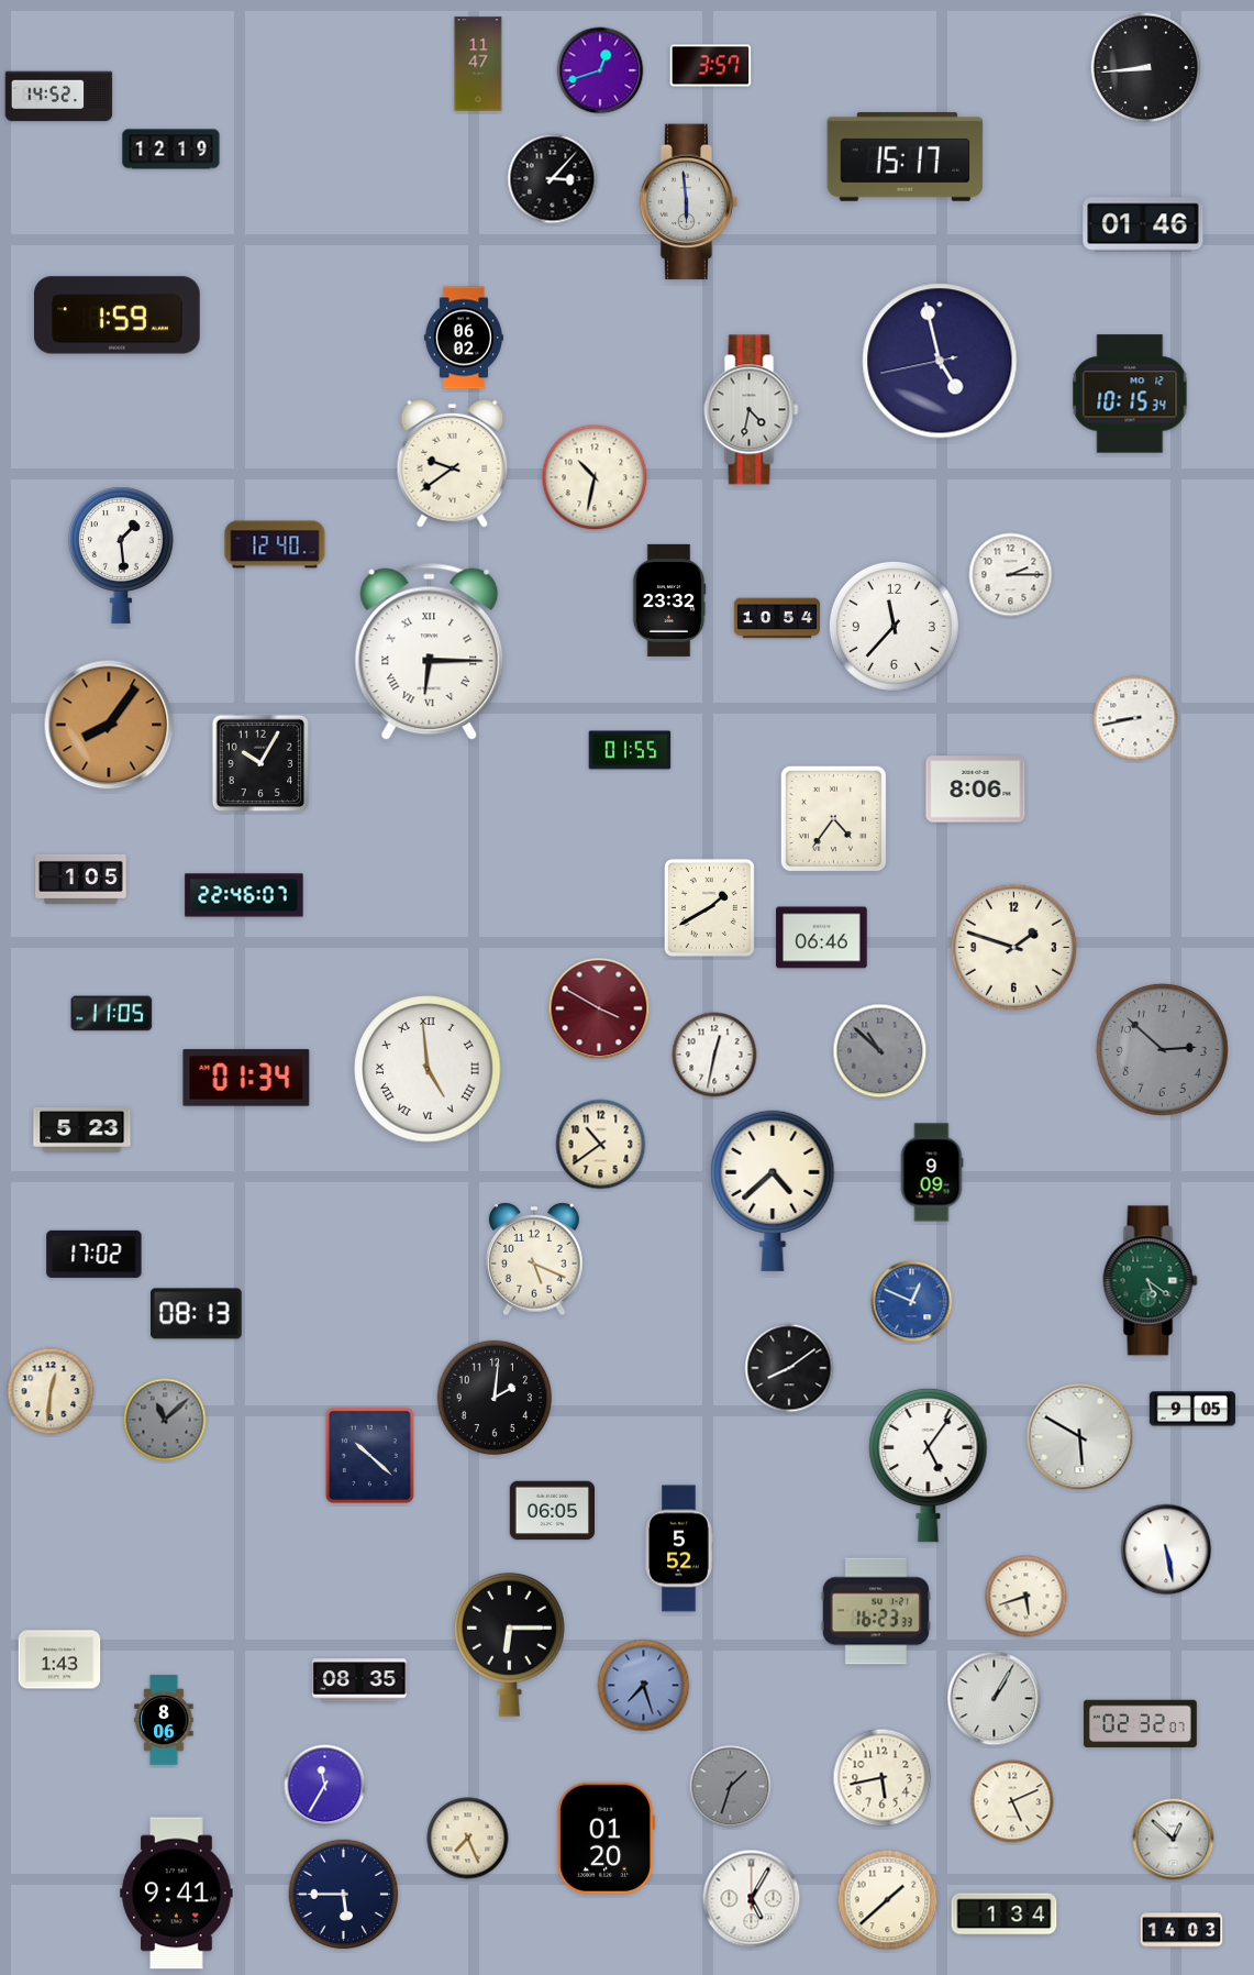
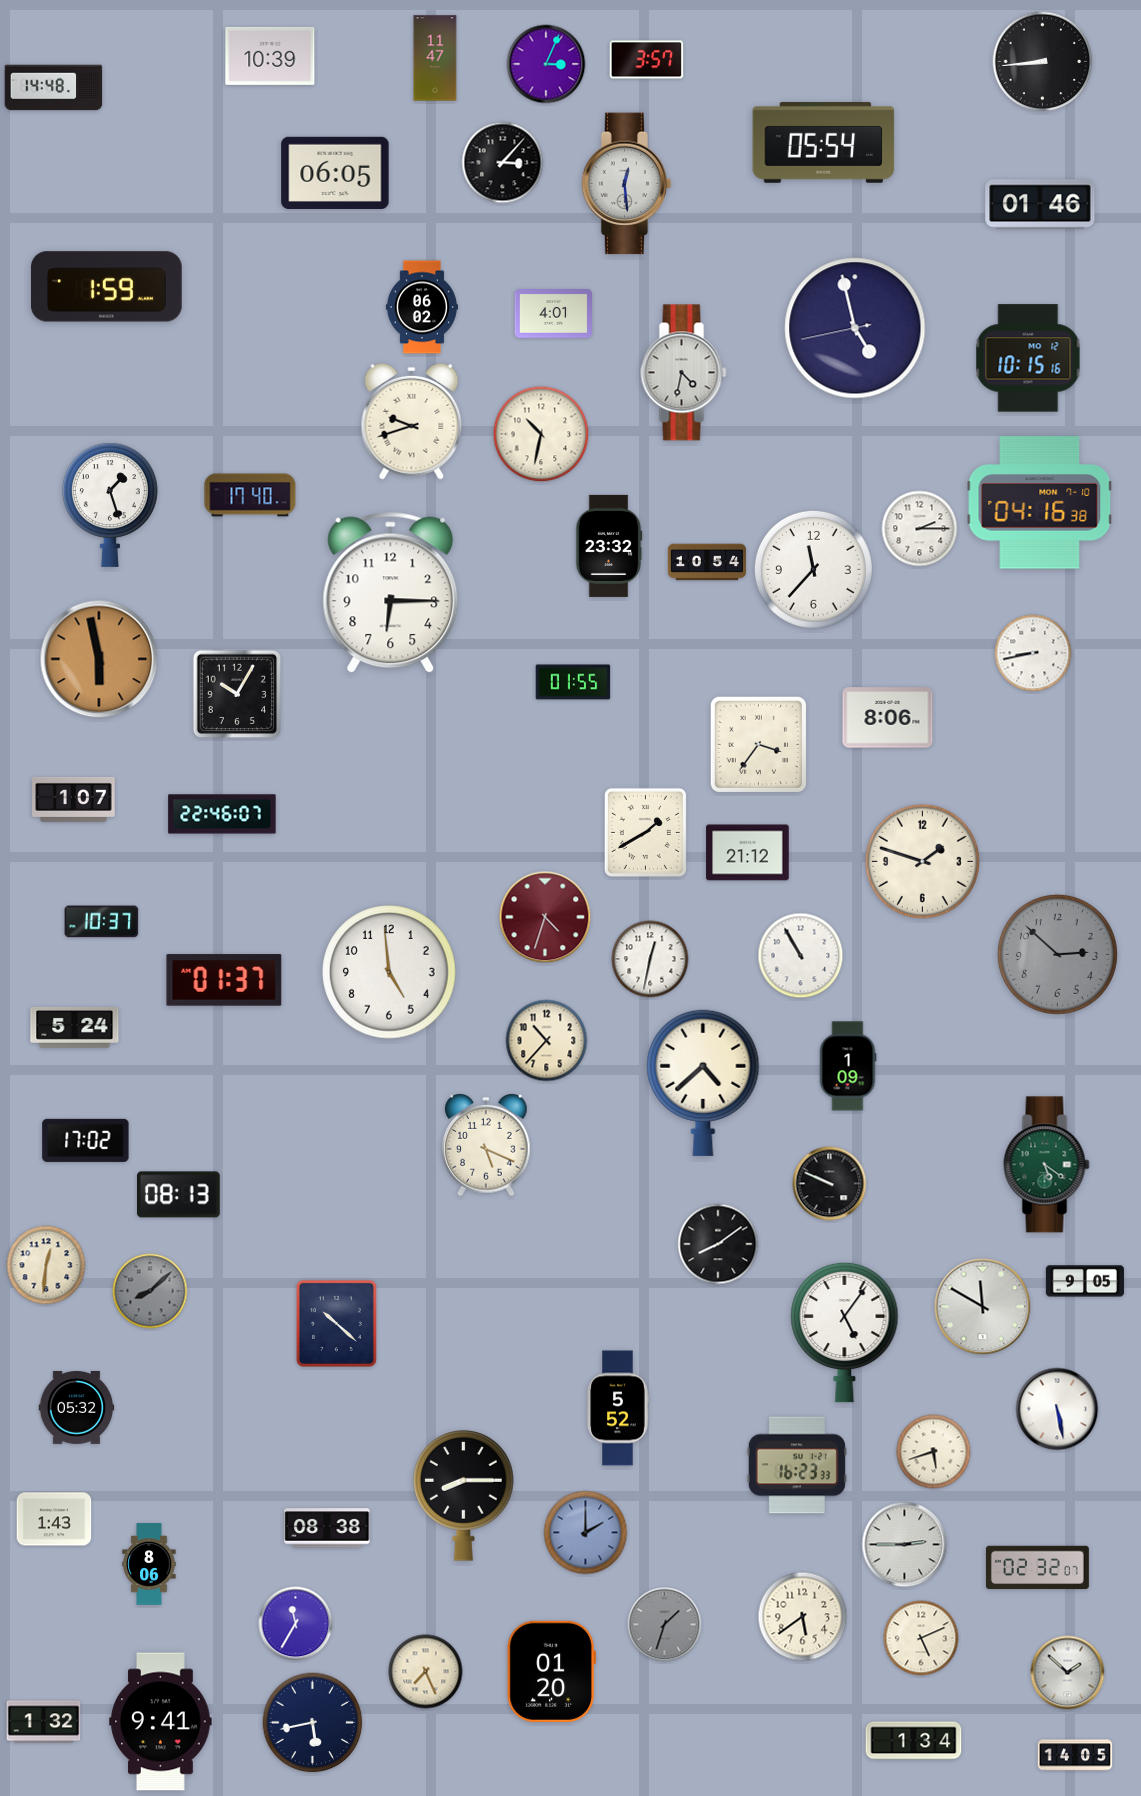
clock at (270, 56): none -> 10:39
clock at (600, 70): 12:42 -> 3:04
clock at (59, 97): 14:52 -> 14:48
clock at (171, 150): 12:19 -> none
clock at (906, 156): 15:17 -> 05:54
clock at (335, 173): none -> 06:05
clock at (689, 202): 5:59 -> 12:29
clock at (553, 314): none -> 4:01
clock at (1130, 394): 10:15:34 -> 10:15:16
clock at (453, 463): 9:39 -> 9:42
clock at (275, 544): 12:40 -> 17:40
clock at (1040, 503): none -> 04:16
clock at (121, 555): 1:29 -> 1:27
clock at (1011, 575) position: (1011, 575) -> (920, 529)
clock at (430, 652) numerals: Roman -> Arabic
clock at (109, 725): 8:06 -> 5:58
clock at (834, 819): 4:36 -> 3:36
clock at (81, 879): 1:05 -> 1:07
clock at (709, 907) position: (709, 907) -> (645, 832)
clock at (822, 938): 06:46 -> 21:12
clock at (599, 1008): 3:50 -> 4:33
clock at (112, 1014): 11:05 -> 10:37
clock at (880, 1051): 10:52 -> 10:55
clock at (880, 1051) dial: grey -> white
clock at (428, 1069) numerals: Roman -> Arabic
clock at (246, 1078): 01:34 -> 01:37
clock at (82, 1129): 5:23 -> 5:24
clock at (601, 1145): 10:39 -> 10:37
clock at (932, 1172): 9:09 -> 1:09
clock at (912, 1302): 12:49 -> 9:49
clock at (912, 1302) dial: blue -> black
clock at (495, 1398): 2:01 -> none
clock at (165, 1420): 11:08 -> 8:08
clock at (1080, 1437): 5:50 -> 11:50
clock at (552, 1511): 06:05 -> none
clock at (77, 1408): none -> 05:32
clock at (1166, 1549) position: (1166, 1549) -> (1057, 1409)
clock at (510, 1645): 6:15 -> 8:15
clock at (59, 1659) position: (59, 1659) -> (54, 1519)
clock at (359, 1680): 08:35 -> 08:38
clock at (644, 1686): 7:27 -> 2:00
clock at (995, 1699): 1:05 -> 2:45
clock at (883, 1778): 5:43 -> 5:39
clock at (1174, 1840): 12:52 -> 1:52
clock at (44, 1722): none -> 1:32
clock at (344, 1895): 5:45 -> 5:43
clock at (752, 1899): 5:05 -> none
clock at (888, 1900): 1:38 -> none
clock at (1181, 1930): 14:03 -> 14:05
